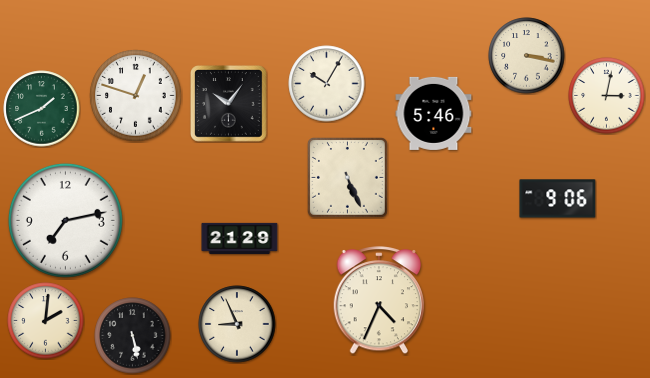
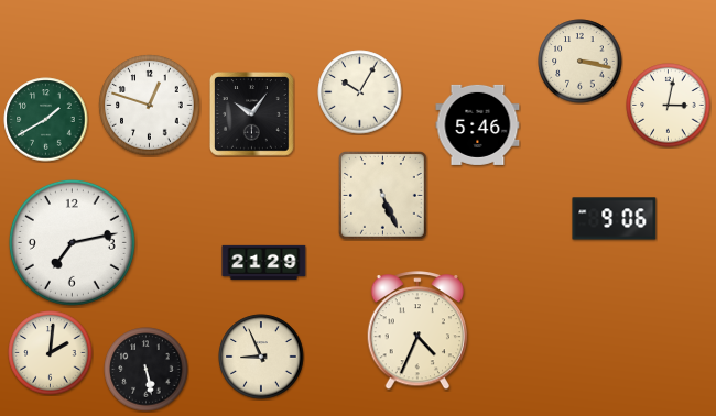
clock at (42, 109): 1:41 -> 1:40
